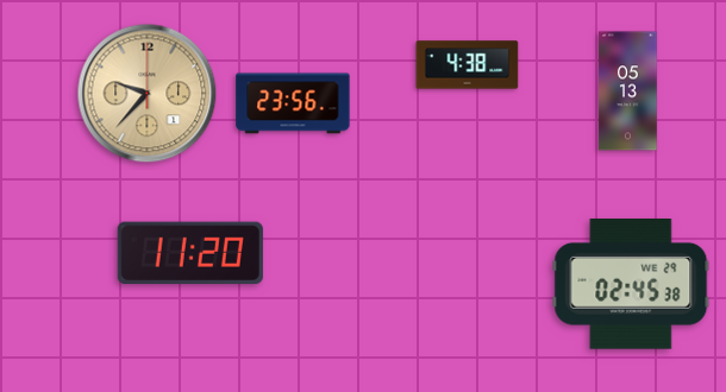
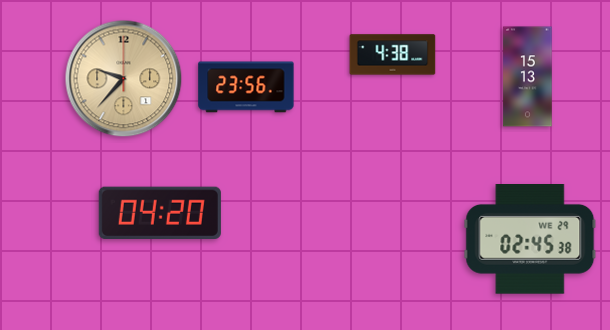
clock at (628, 91): 05:13 -> 15:13
clock at (190, 253): 11:20 -> 04:20
